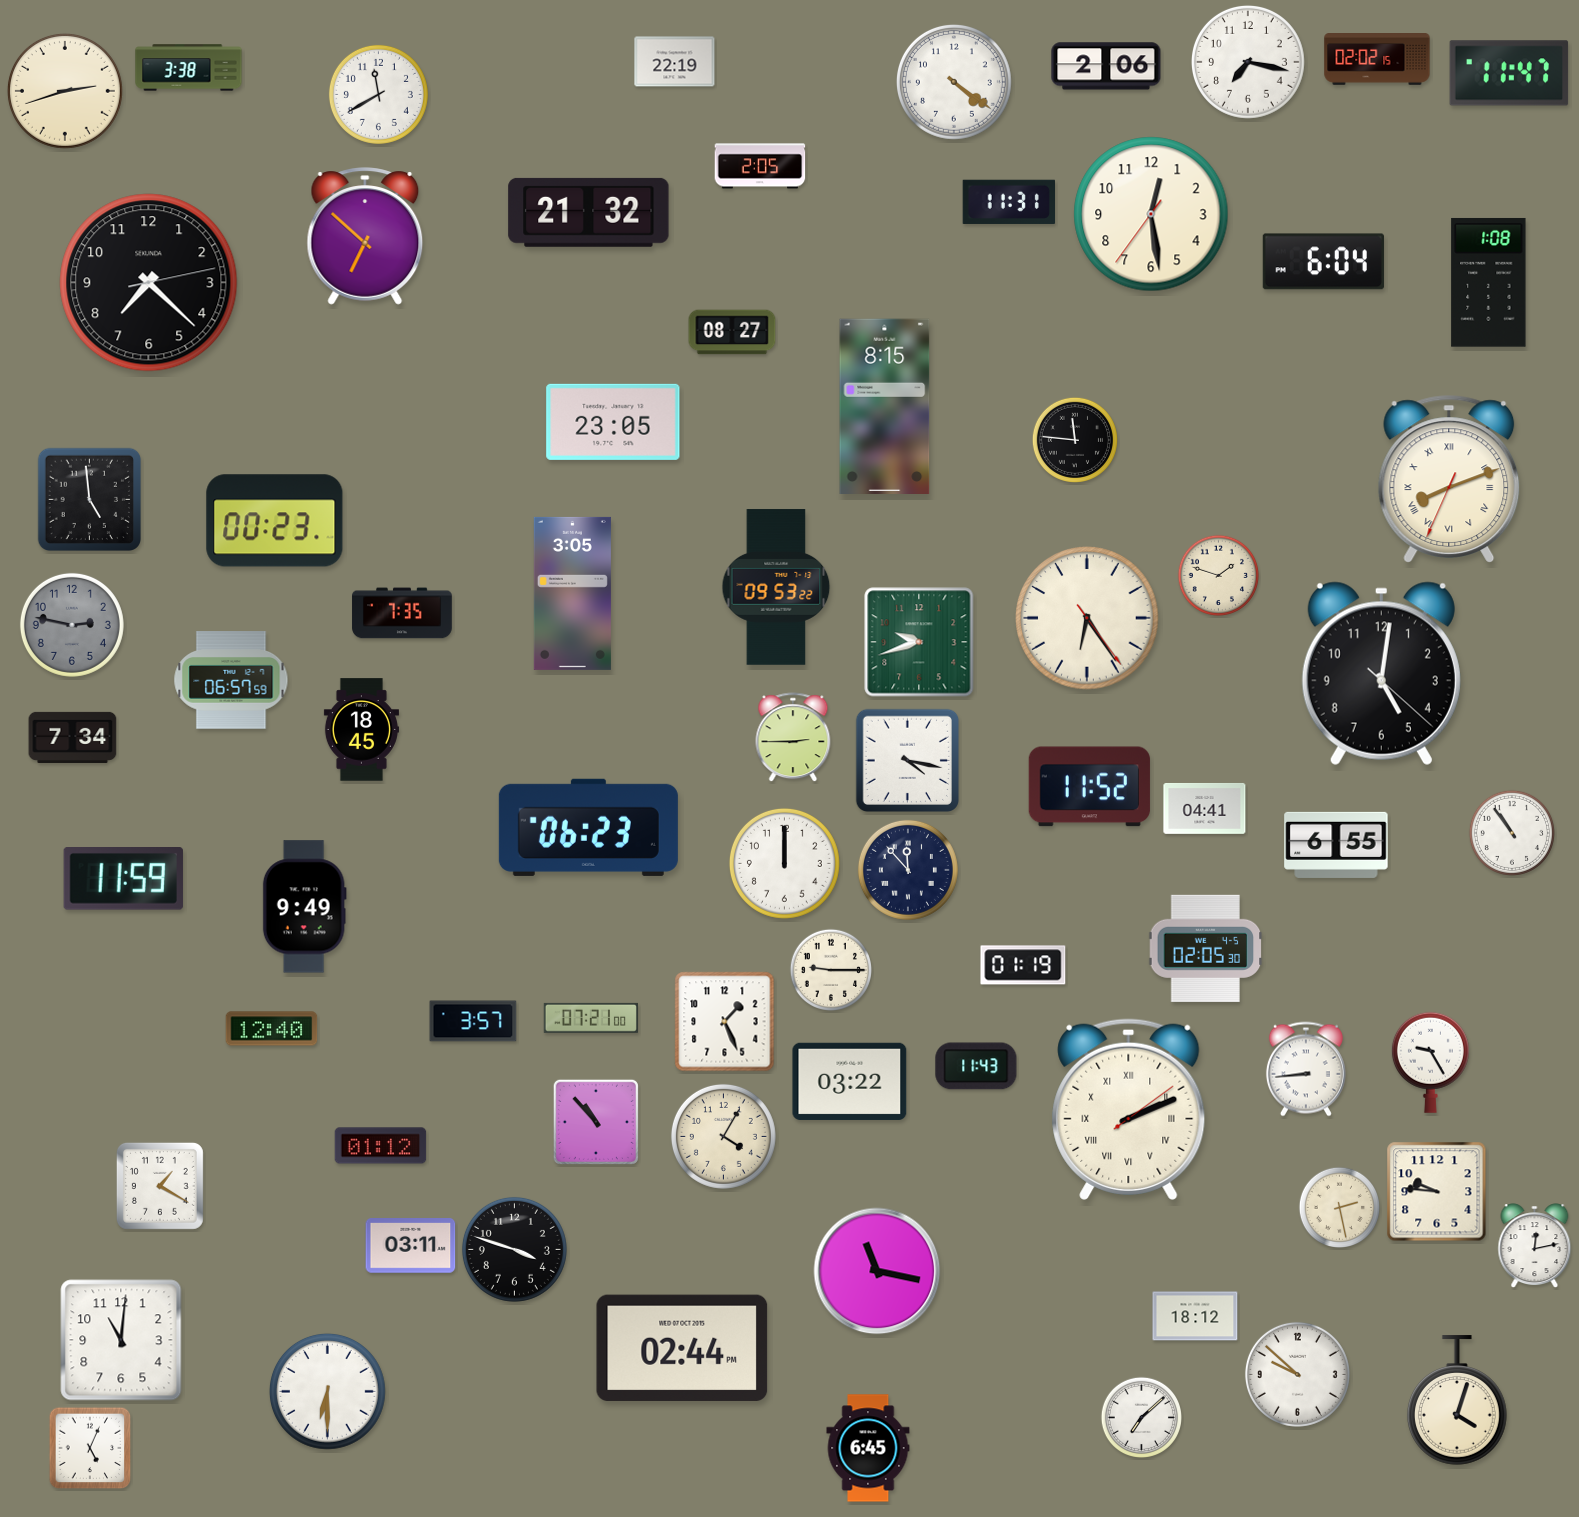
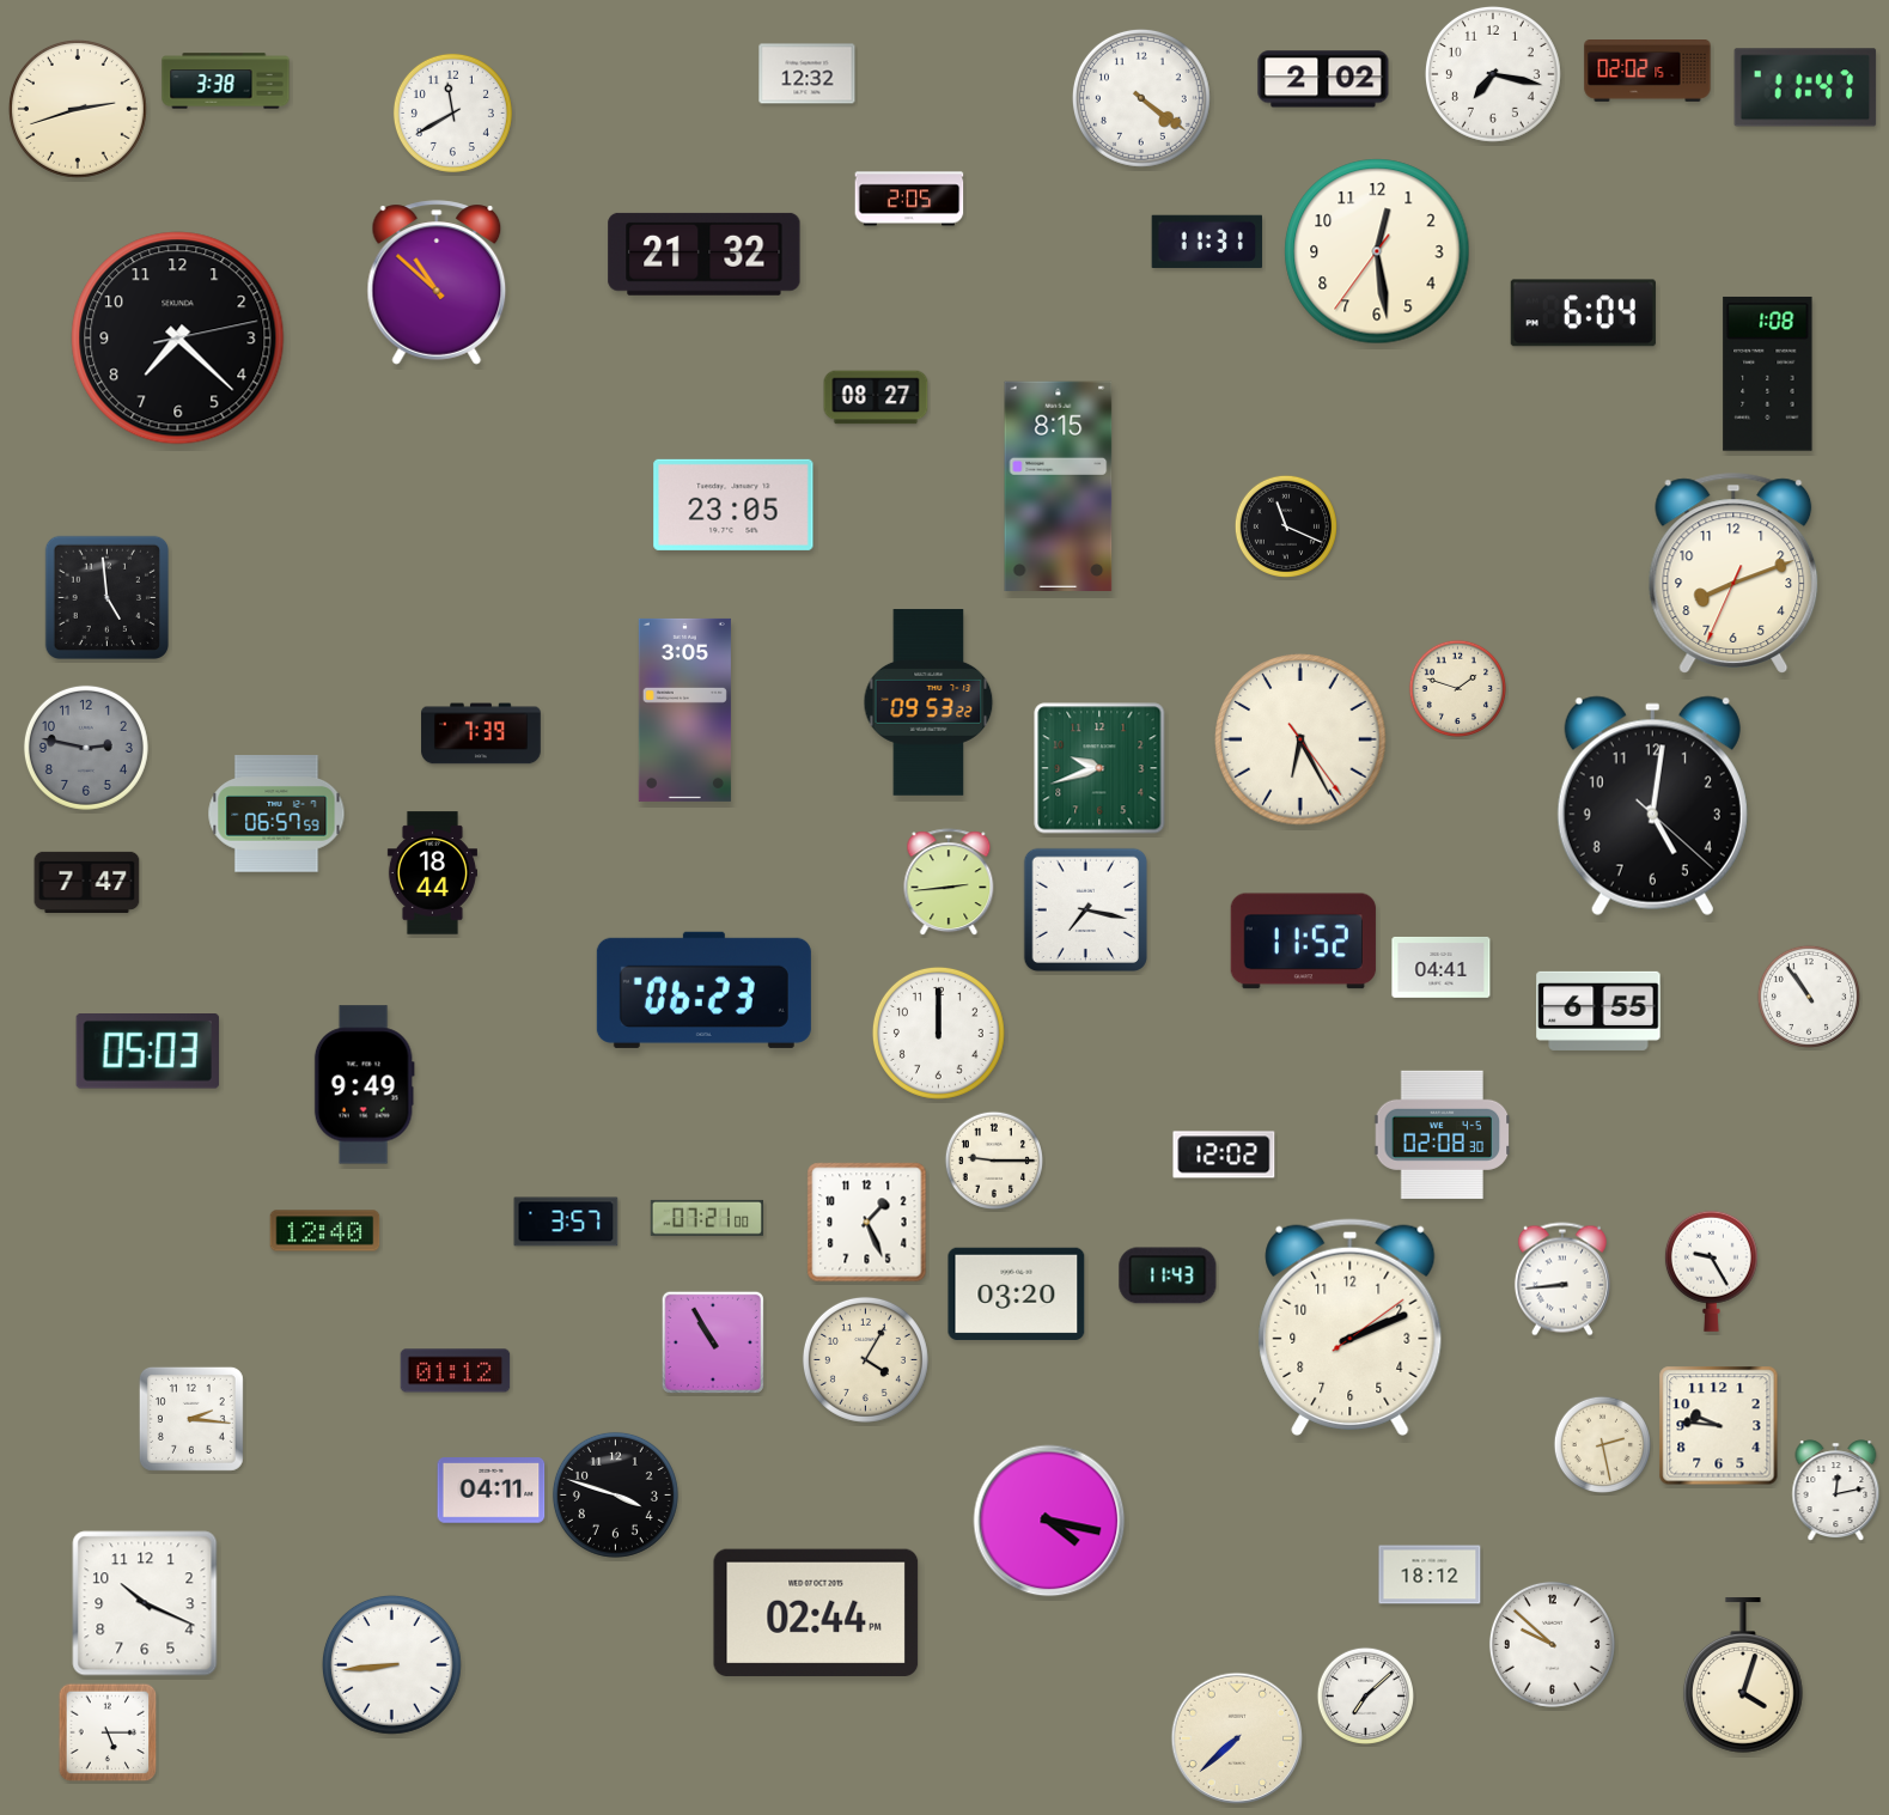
clock at (675, 62): 22:19 -> 12:32
clock at (1106, 66): 2:06 -> 2:02
clock at (1151, 214) position: (1151, 214) -> (1377, 251)
clock at (365, 236): 6:52 -> 10:52
clock at (1489, 283) position: (1489, 283) -> (1768, 374)
clock at (1075, 440): 11:46 -> 11:19
clock at (1449, 479) numerals: Roman -> Arabic
clock at (275, 521): 00:23 -> none
clock at (402, 613): 7:35 -> 7:39
clock at (1087, 618): 6:24 -> 6:25
clock at (361, 730): 18:45 -> 18:44
clock at (73, 737): 7:34 -> 7:47
clock at (793, 738): 2:45 -> 2:44
clock at (907, 760): 4:17 -> 7:17
clock at (908, 870): 11:53 -> none
clock at (123, 879): 11:59 -> 05:03
clock at (1206, 948): 02:05 -> 02:08
clock at (1023, 965): 01:19 -> 12:02
clock at (850, 1081): 03:22 -> 03:20
clock at (1129, 1109) numerals: Roman -> Arabic
clock at (596, 1122): 10:53 -> 10:55
clock at (160, 1186): 1:20 -> 2:16
clock at (411, 1246): 03:11 -> 04:11
clock at (877, 1271): 11:17 -> 4:17
clock at (121, 1340): 11:01 -> 10:19
clock at (327, 1391): 6:30 -> 8:44
clock at (90, 1448): 5:04 -> 5:15
clock at (868, 1448): 6:45 -> none
clock at (1237, 1738): none -> 7:38
